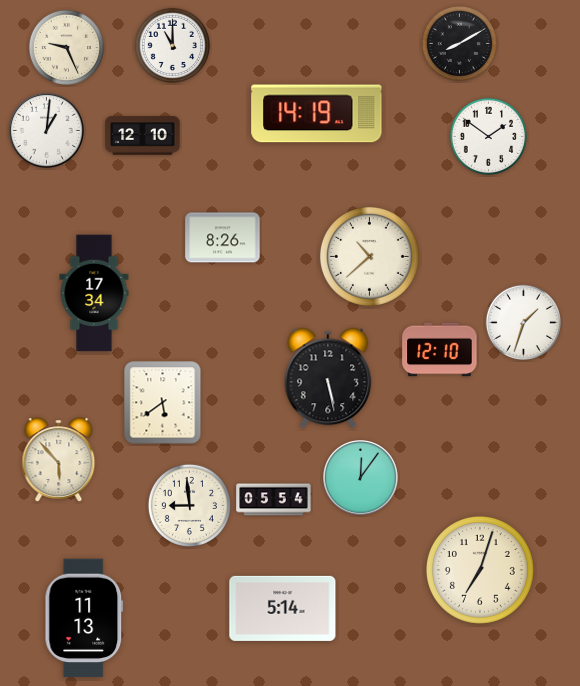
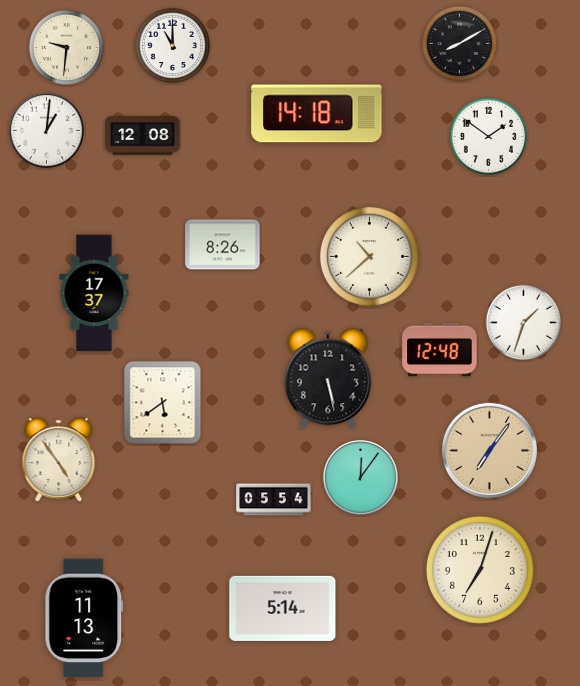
clock at (66, 47): 9:26 -> 9:31
clock at (317, 114): 14:19 -> 14:18
clock at (143, 136): 12:10 -> 12:08
clock at (223, 238) position: (223, 238) -> (223, 245)
clock at (94, 293): 17:34 -> 17:37
clock at (440, 350): 12:10 -> 12:48
clock at (489, 450): none -> 7:06
clock at (59, 460): 5:53 -> 4:54
clock at (189, 505): 8:59 -> none
